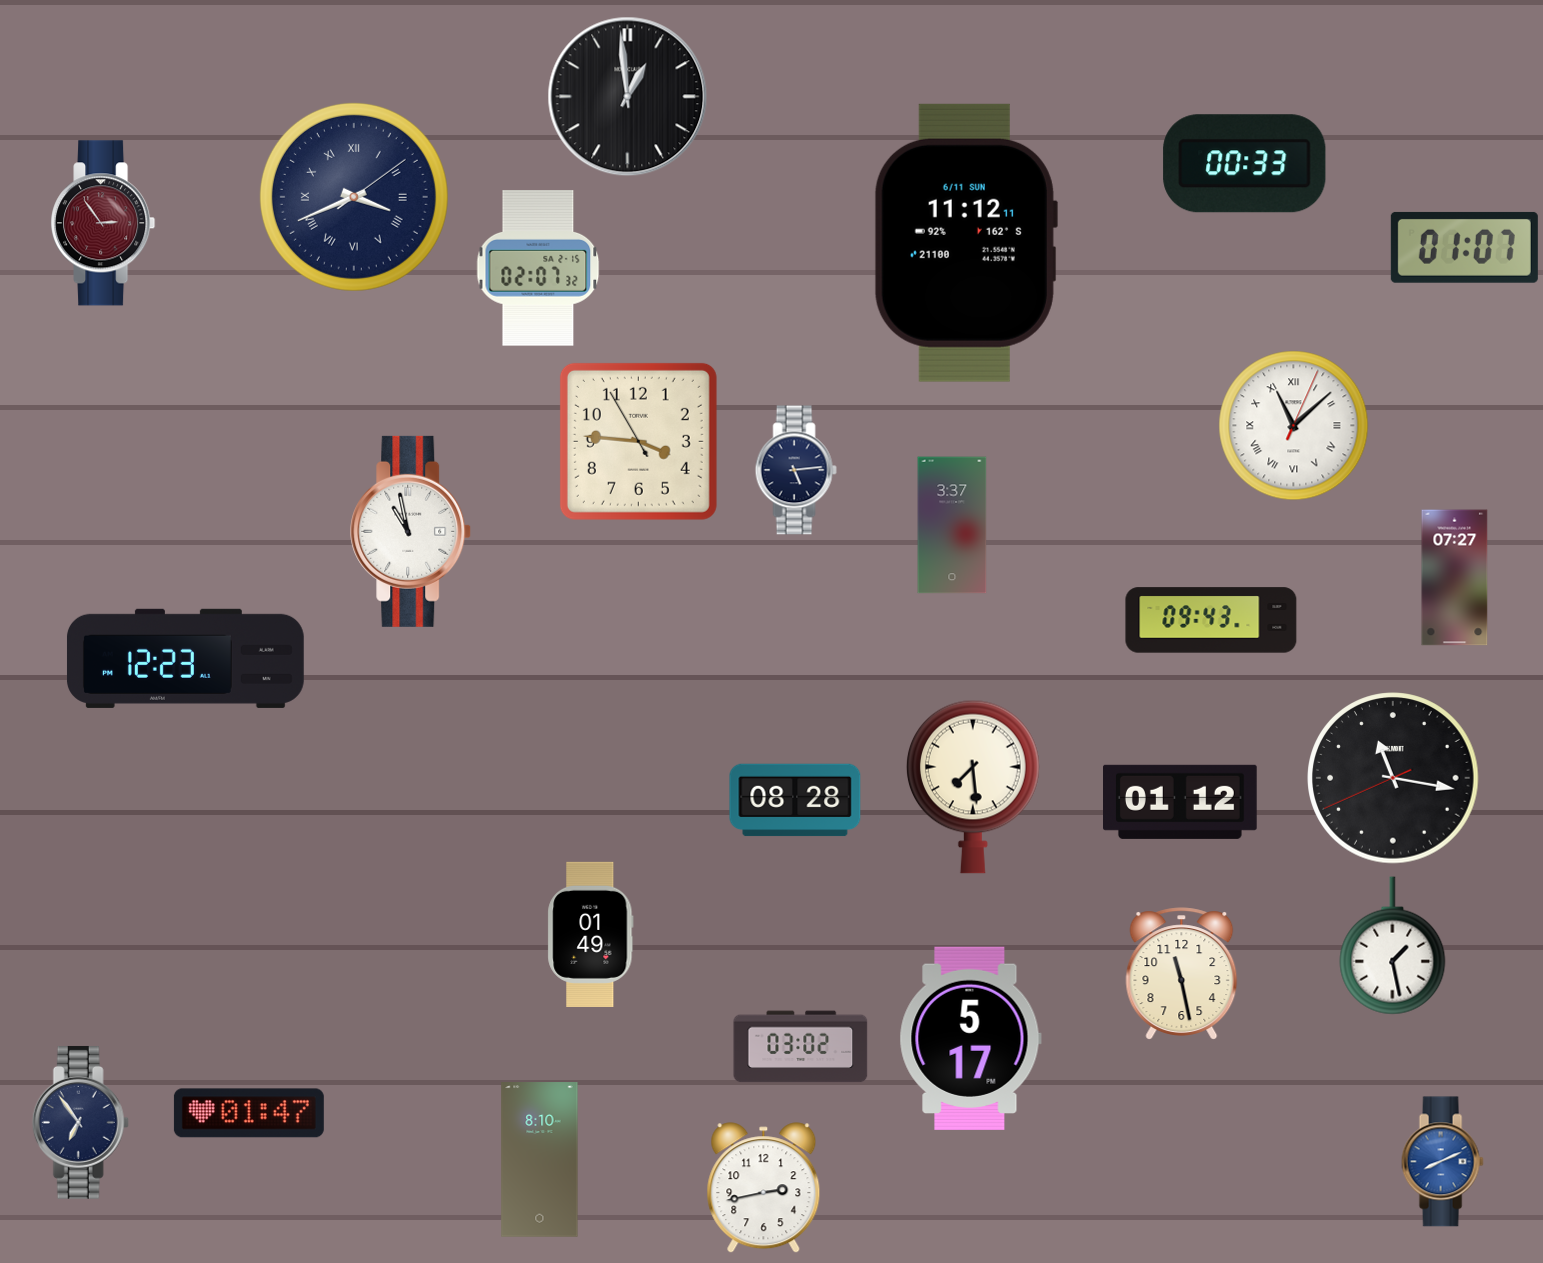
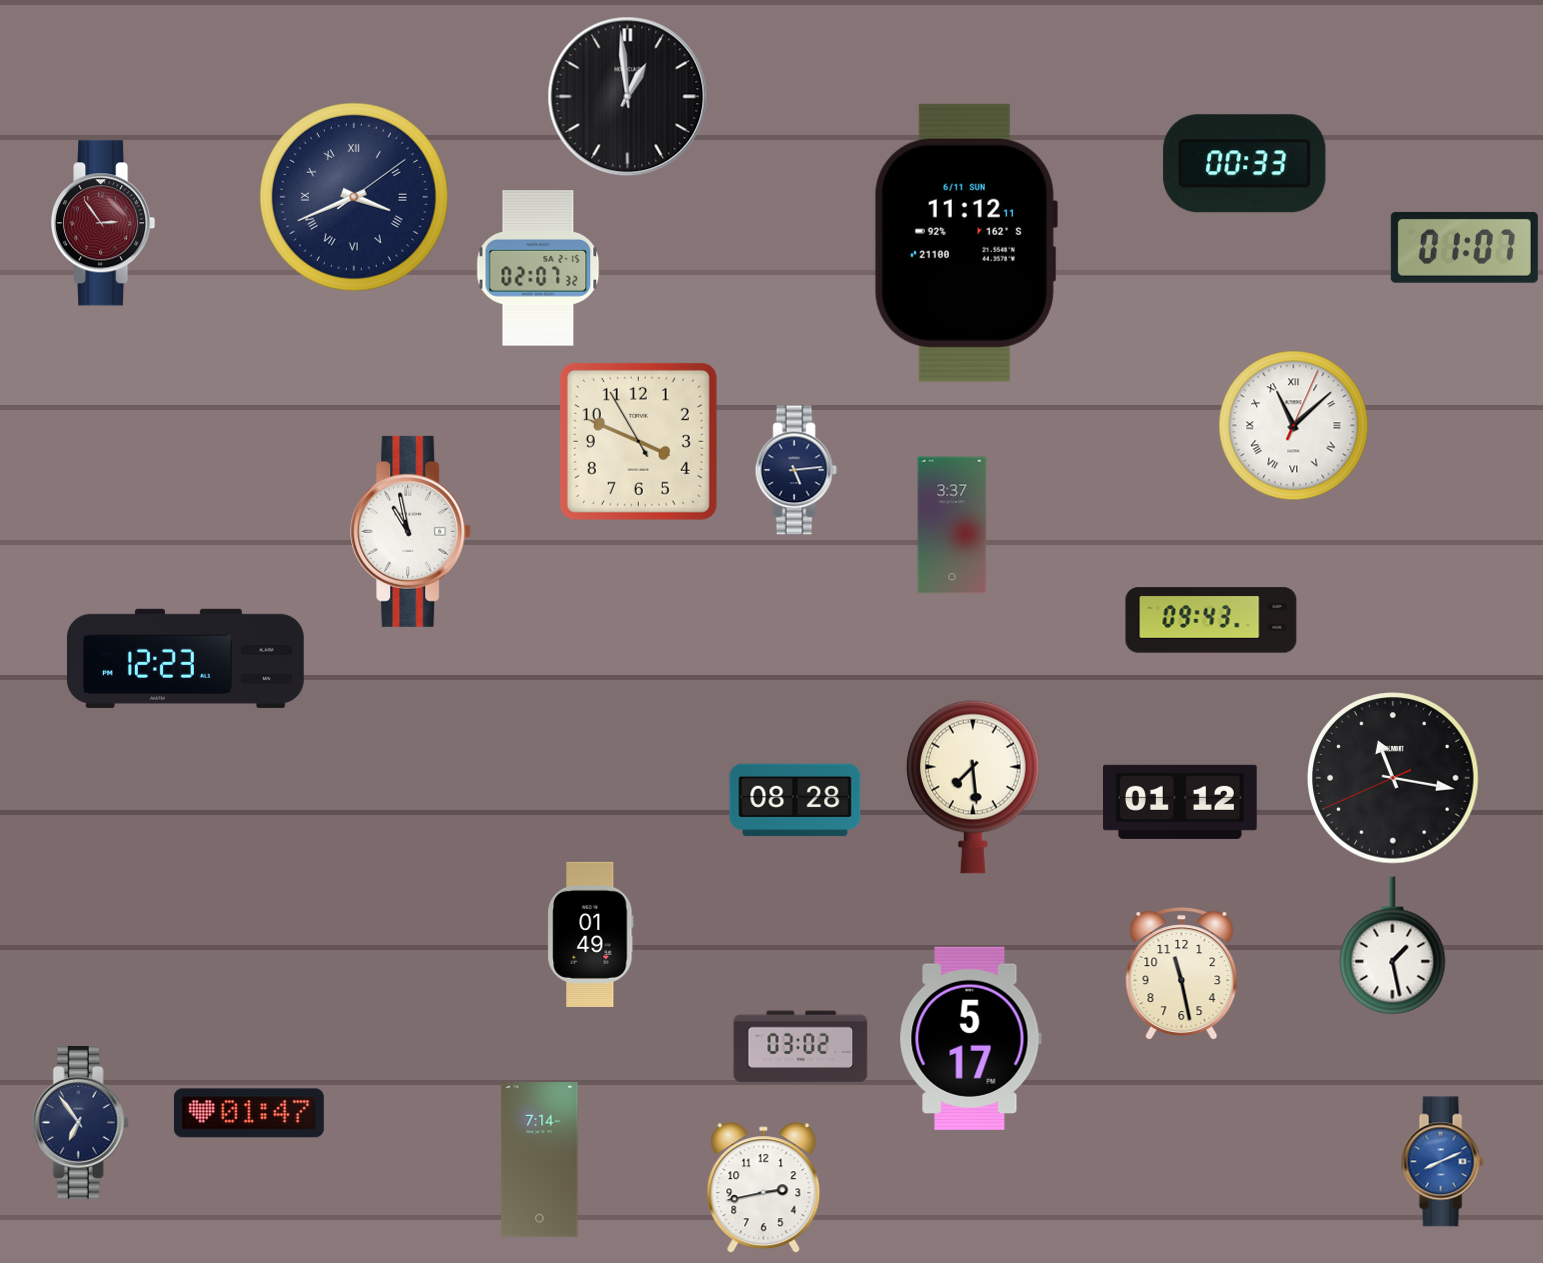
clock at (638, 441): 3:45 -> 3:48
clock at (1455, 578): 07:27 -> none
clock at (540, 1160): 8:10 -> 7:14
